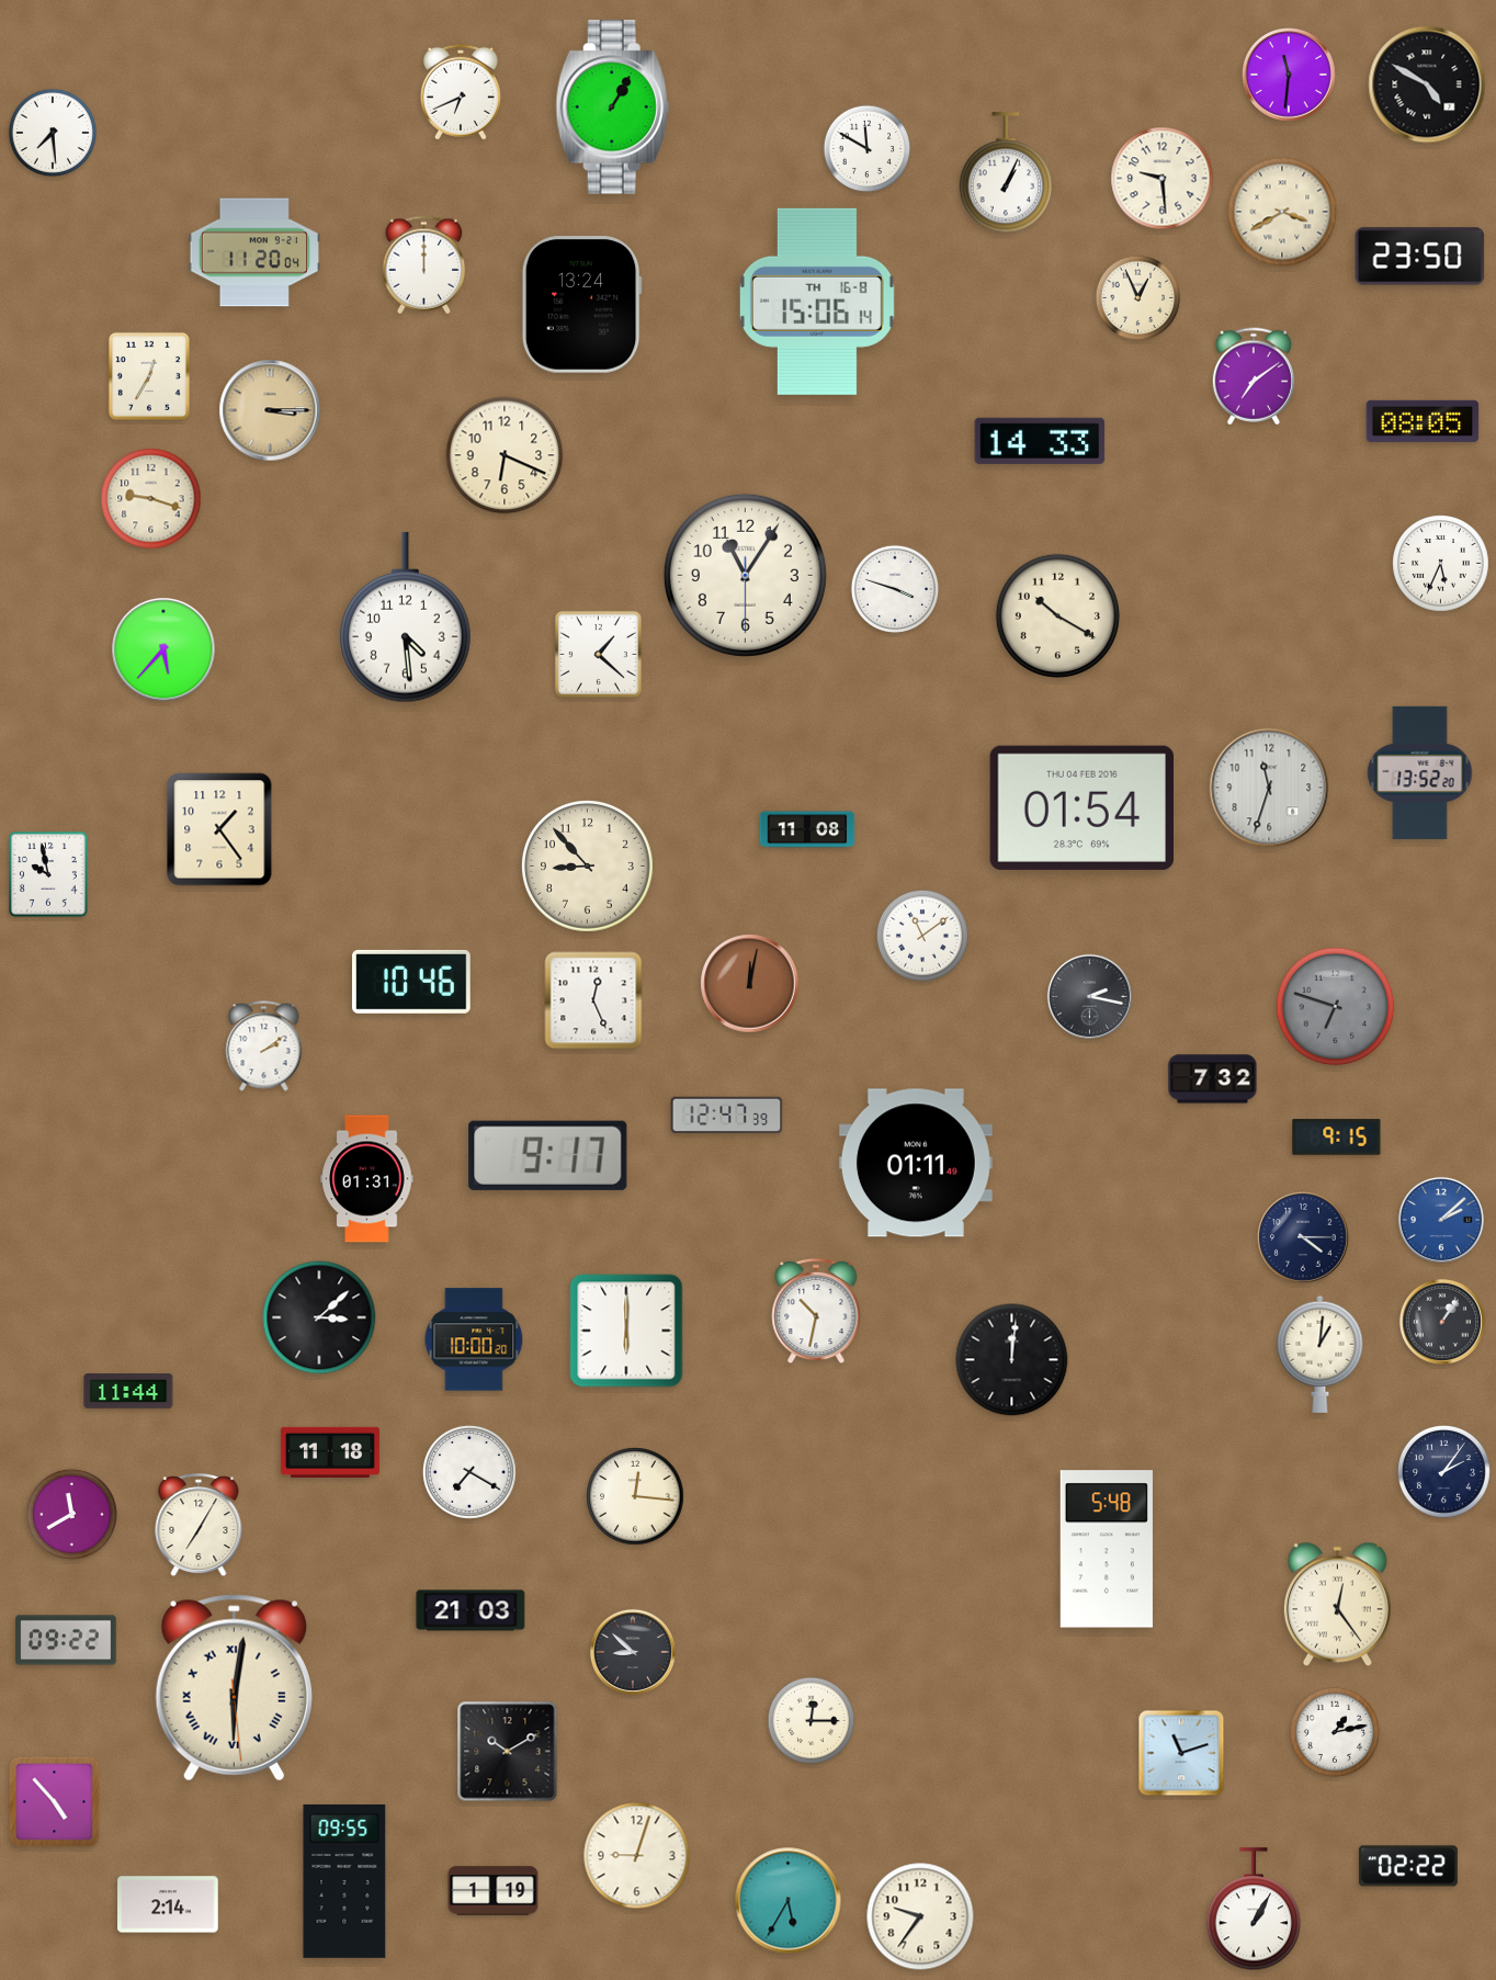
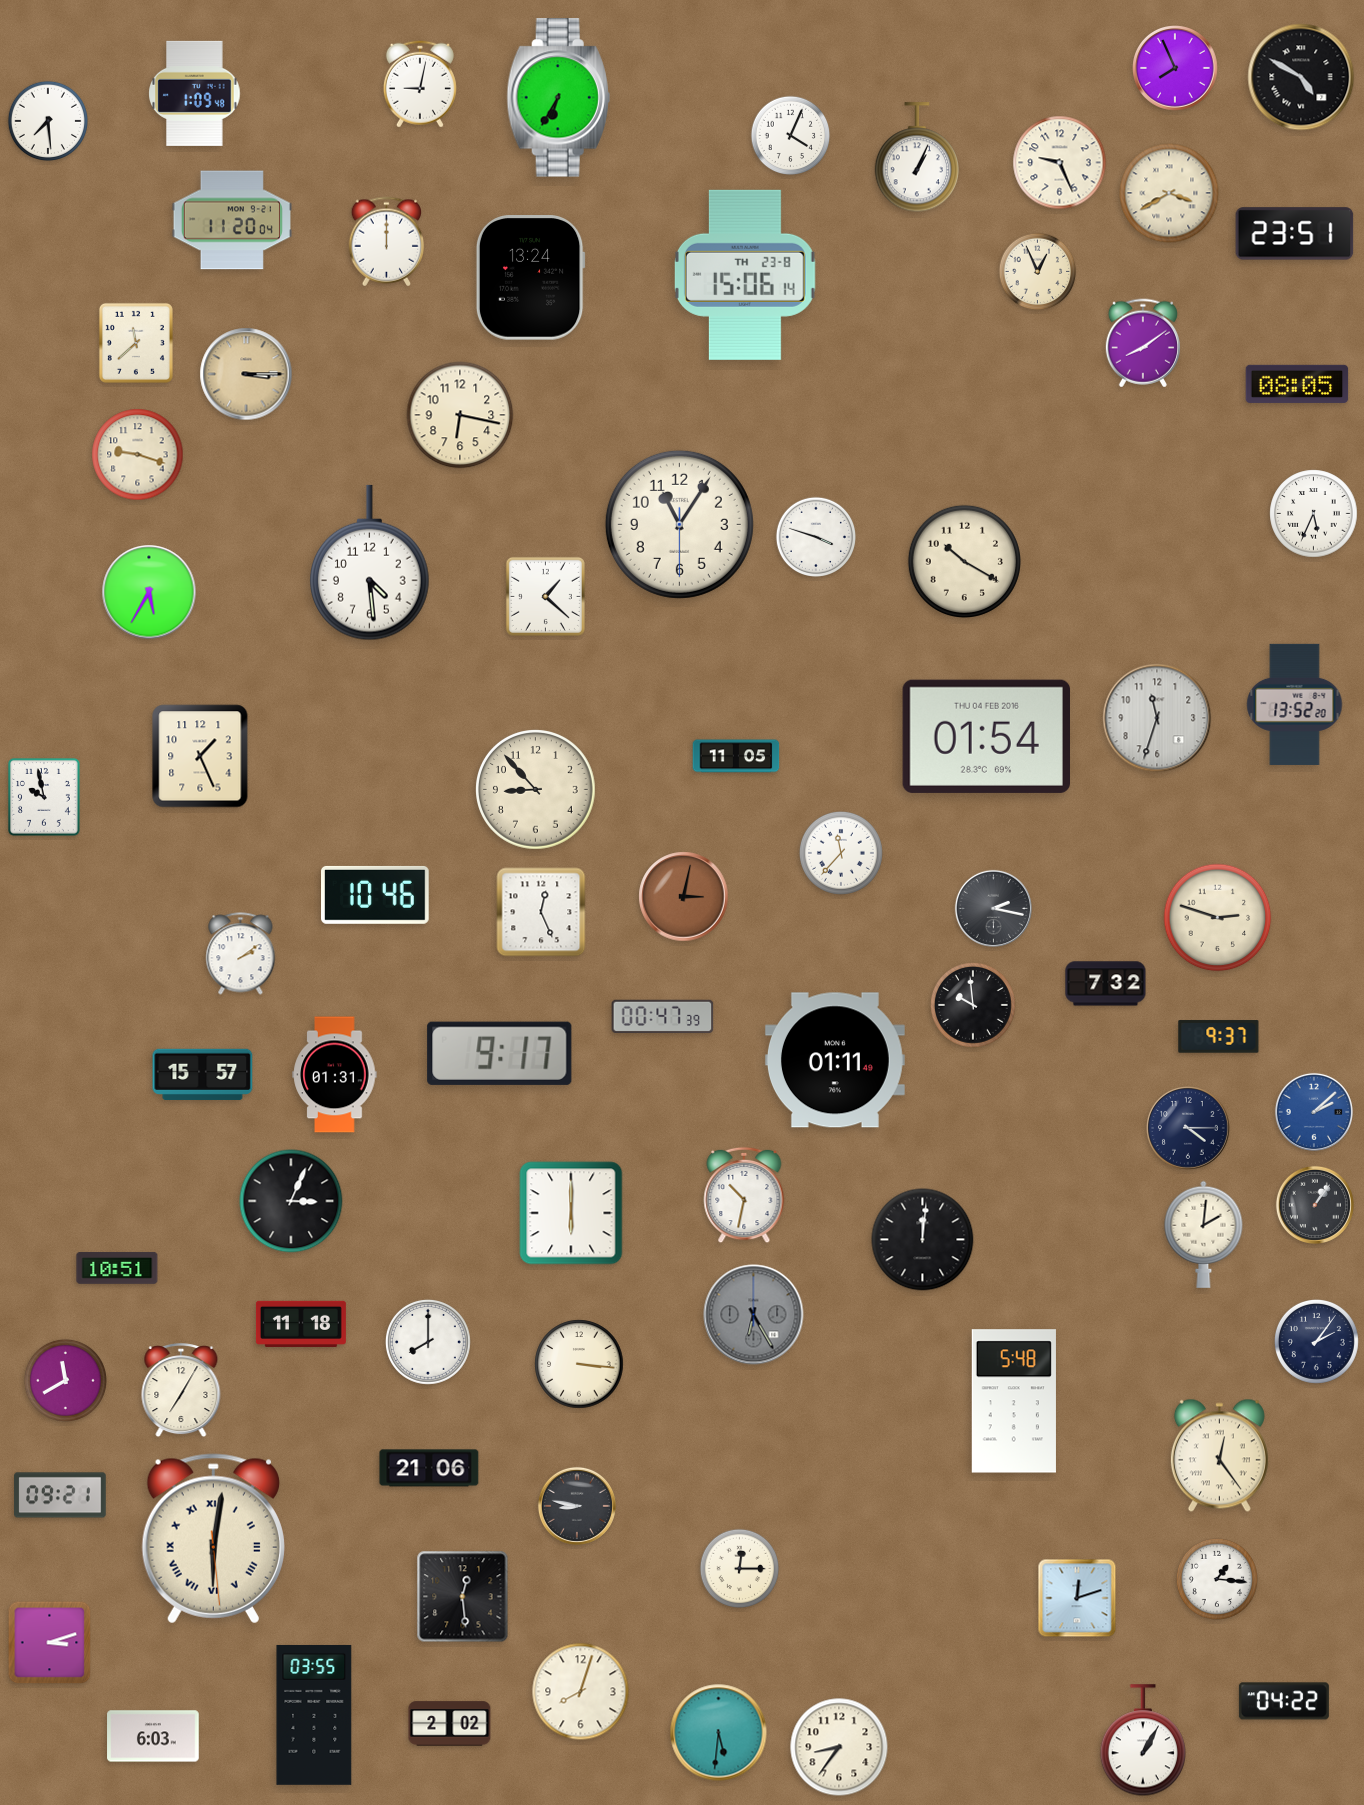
clock at (1289, 75): 11:31 -> 7:56
clock at (461, 92): 6:41 -> 9:02
clock at (195, 93): none -> 1:09
clock at (612, 108): 1:05 -> 6:35
clock at (868, 149): 11:50 -> 4:04
clock at (1163, 179): 9:29 -> 9:26
clock at (253, 252) position: (253, 252) -> (231, 220)
clock at (1420, 257): 23:50 -> 23:51
clock at (817, 302) date: TH 16-8 -> TH 23-8
clock at (149, 376): 12:35 -> 11:38
clock at (1254, 376): 7:09 -> 8:09
clock at (1040, 441): 14:33 -> none
clock at (505, 455): 6:19 -> 6:17
clock at (163, 649): 5:37 -> 5:35
clock at (219, 829): 1:24 -> 1:26
clock at (807, 829): 11:08 -> 11:05
clock at (922, 936): 11:09 -> 11:37
clock at (750, 984): 12:02 -> 3:02
clock at (1336, 1007): 6:48 -> 2:48
clock at (1336, 1007) dial: grey -> cream
clock at (973, 1005): none -> 9:59
clock at (727, 1116): 12:47 -> 00:47
clock at (1337, 1138): 9:15 -> 9:37
clock at (203, 1074): none -> 15:57
clock at (319, 1317): 3:08 -> 3:04
clock at (474, 1339): 10:00 -> none
clock at (1321, 1354): 1:01 -> 2:01
clock at (128, 1392): 11:44 -> 10:51
clock at (754, 1315): none -> 6:25
clock at (469, 1472): 7:20 -> 8:00
clock at (635, 1496): 12:16 -> 3:16
clock at (1107, 1549) position: (1107, 1549) -> (1014, 1401)
clock at (1337, 1605) position: (1337, 1605) -> (1219, 1456)
clock at (471, 1610): 21:03 -> 21:06
clock at (66, 1640): 09:22 -> 09:21
clock at (633, 1652): 8:52 -> 8:47
clock at (1335, 1732): 1:13 -> 1:16
clock at (508, 1752): 10:10 -> 12:29
clock at (1181, 1753): 11:12 -> 12:12
clock at (55, 1802): 4:53 -> 3:12
clock at (637, 1856): 9:03 -> 8:03
clock at (1408, 1866): 02:22 -> 04:22
clock at (344, 1881): 09:55 -> 03:55
clock at (494, 1891): 1:19 -> 2:02
clock at (789, 1901): 5:35 -> 5:31
clock at (168, 1904): 2:14 -> 6:03
clock at (920, 1916): 9:36 -> 8:36
